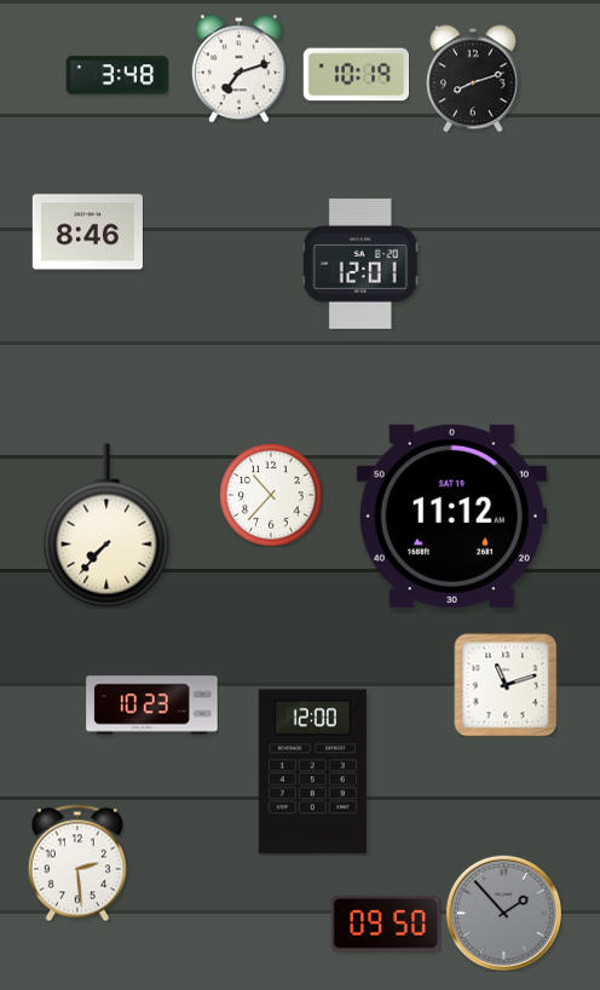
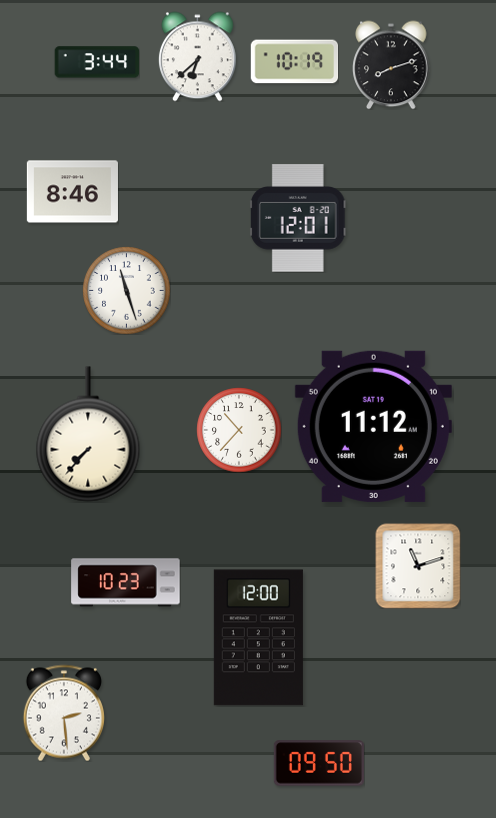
clock at (238, 68): 7:12 -> 6:38
clock at (117, 75): 3:48 -> 3:44
clock at (126, 290): none -> 11:27
clock at (271, 495) position: (271, 495) -> (239, 430)
clock at (503, 913): 1:53 -> none
